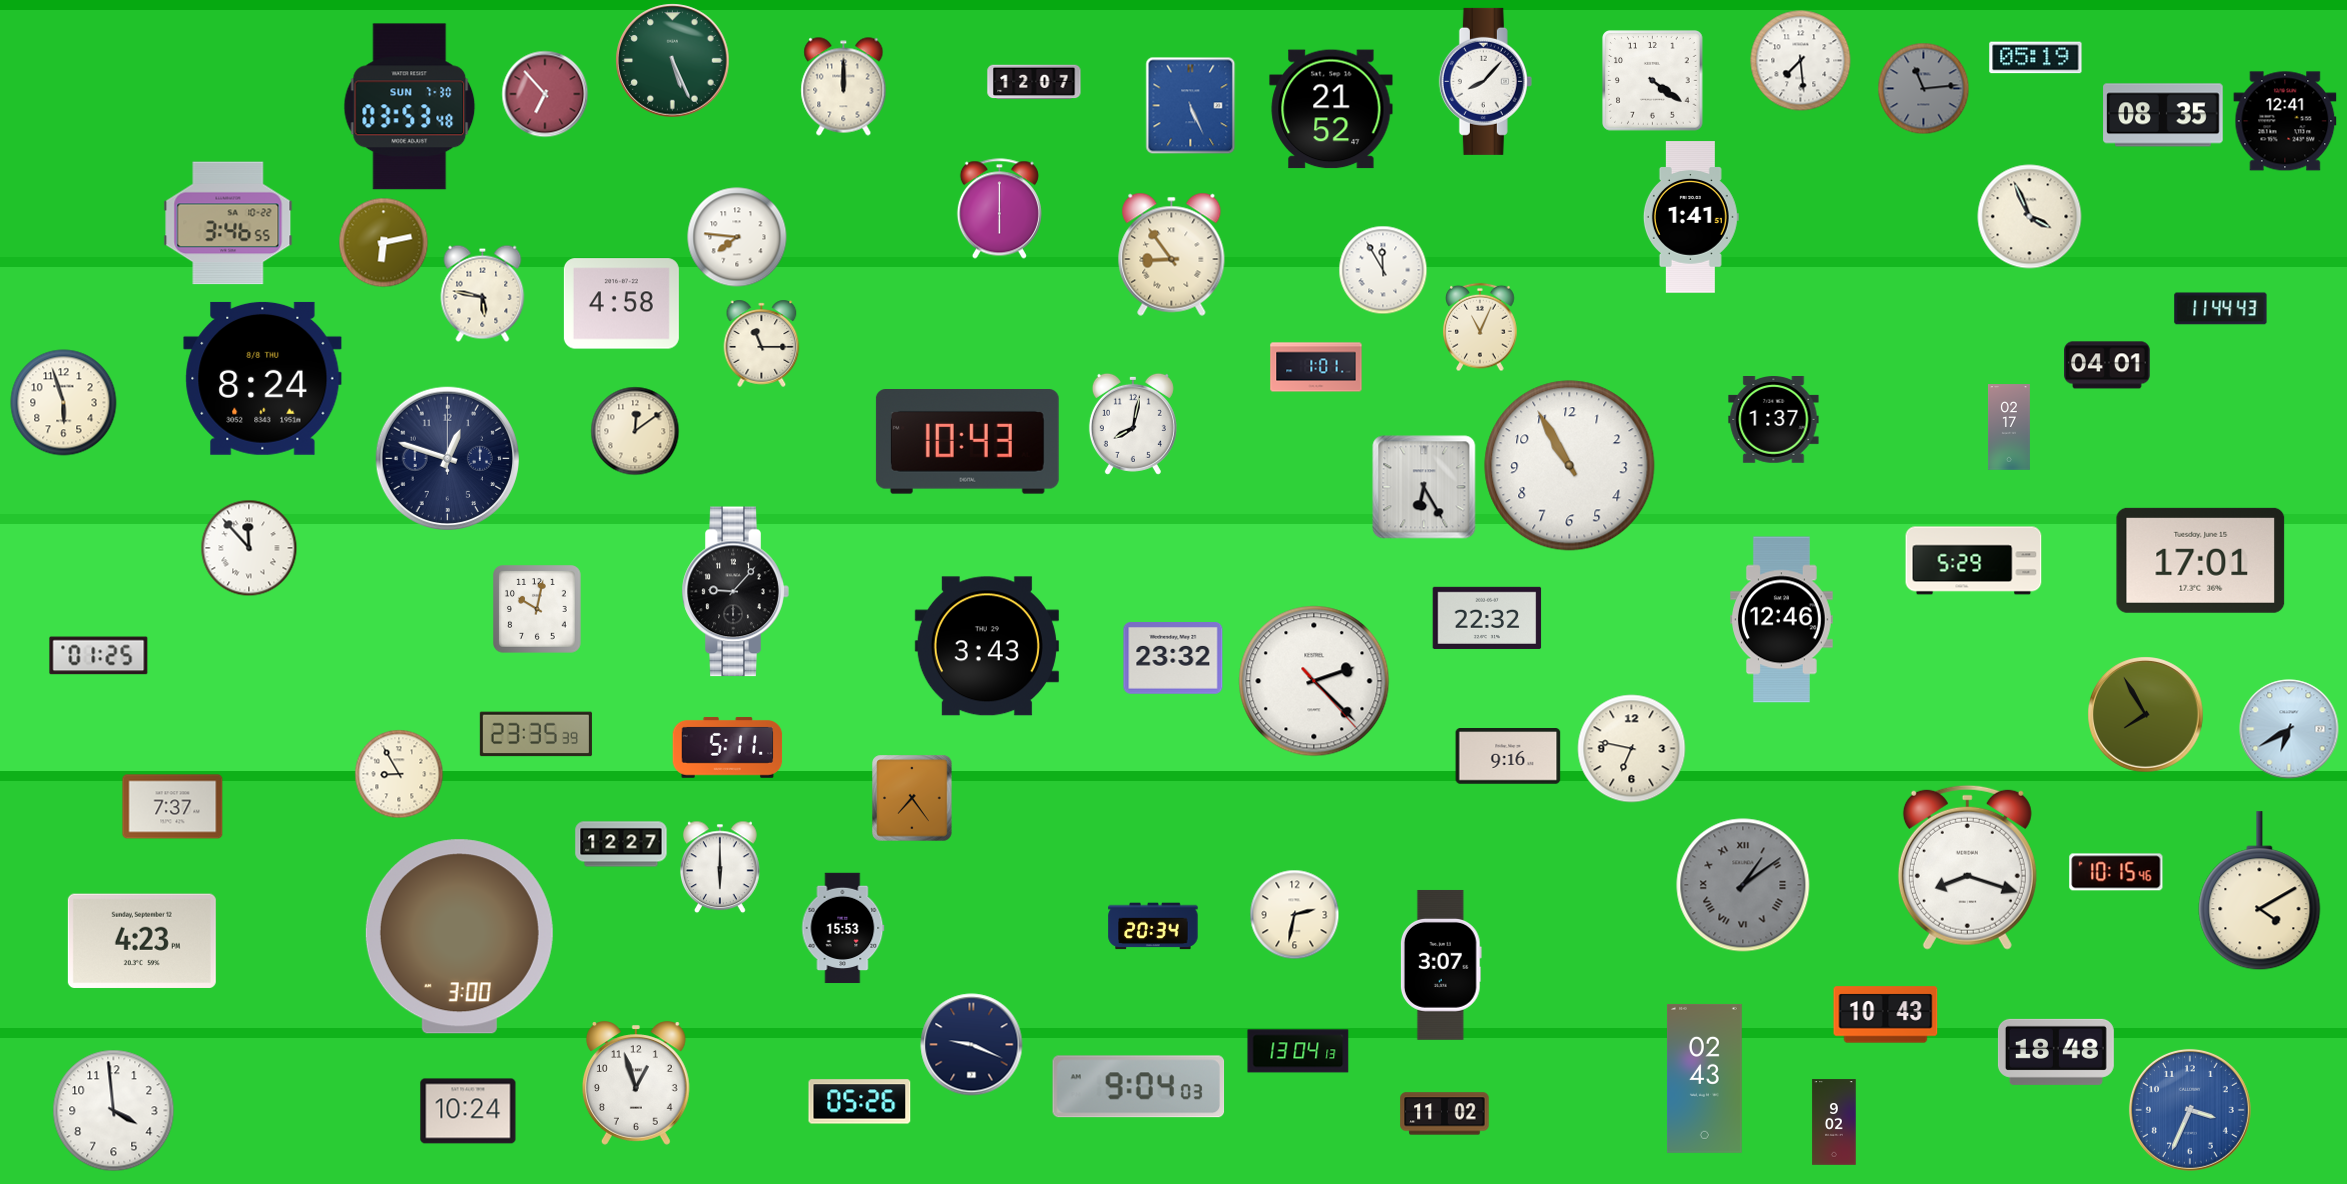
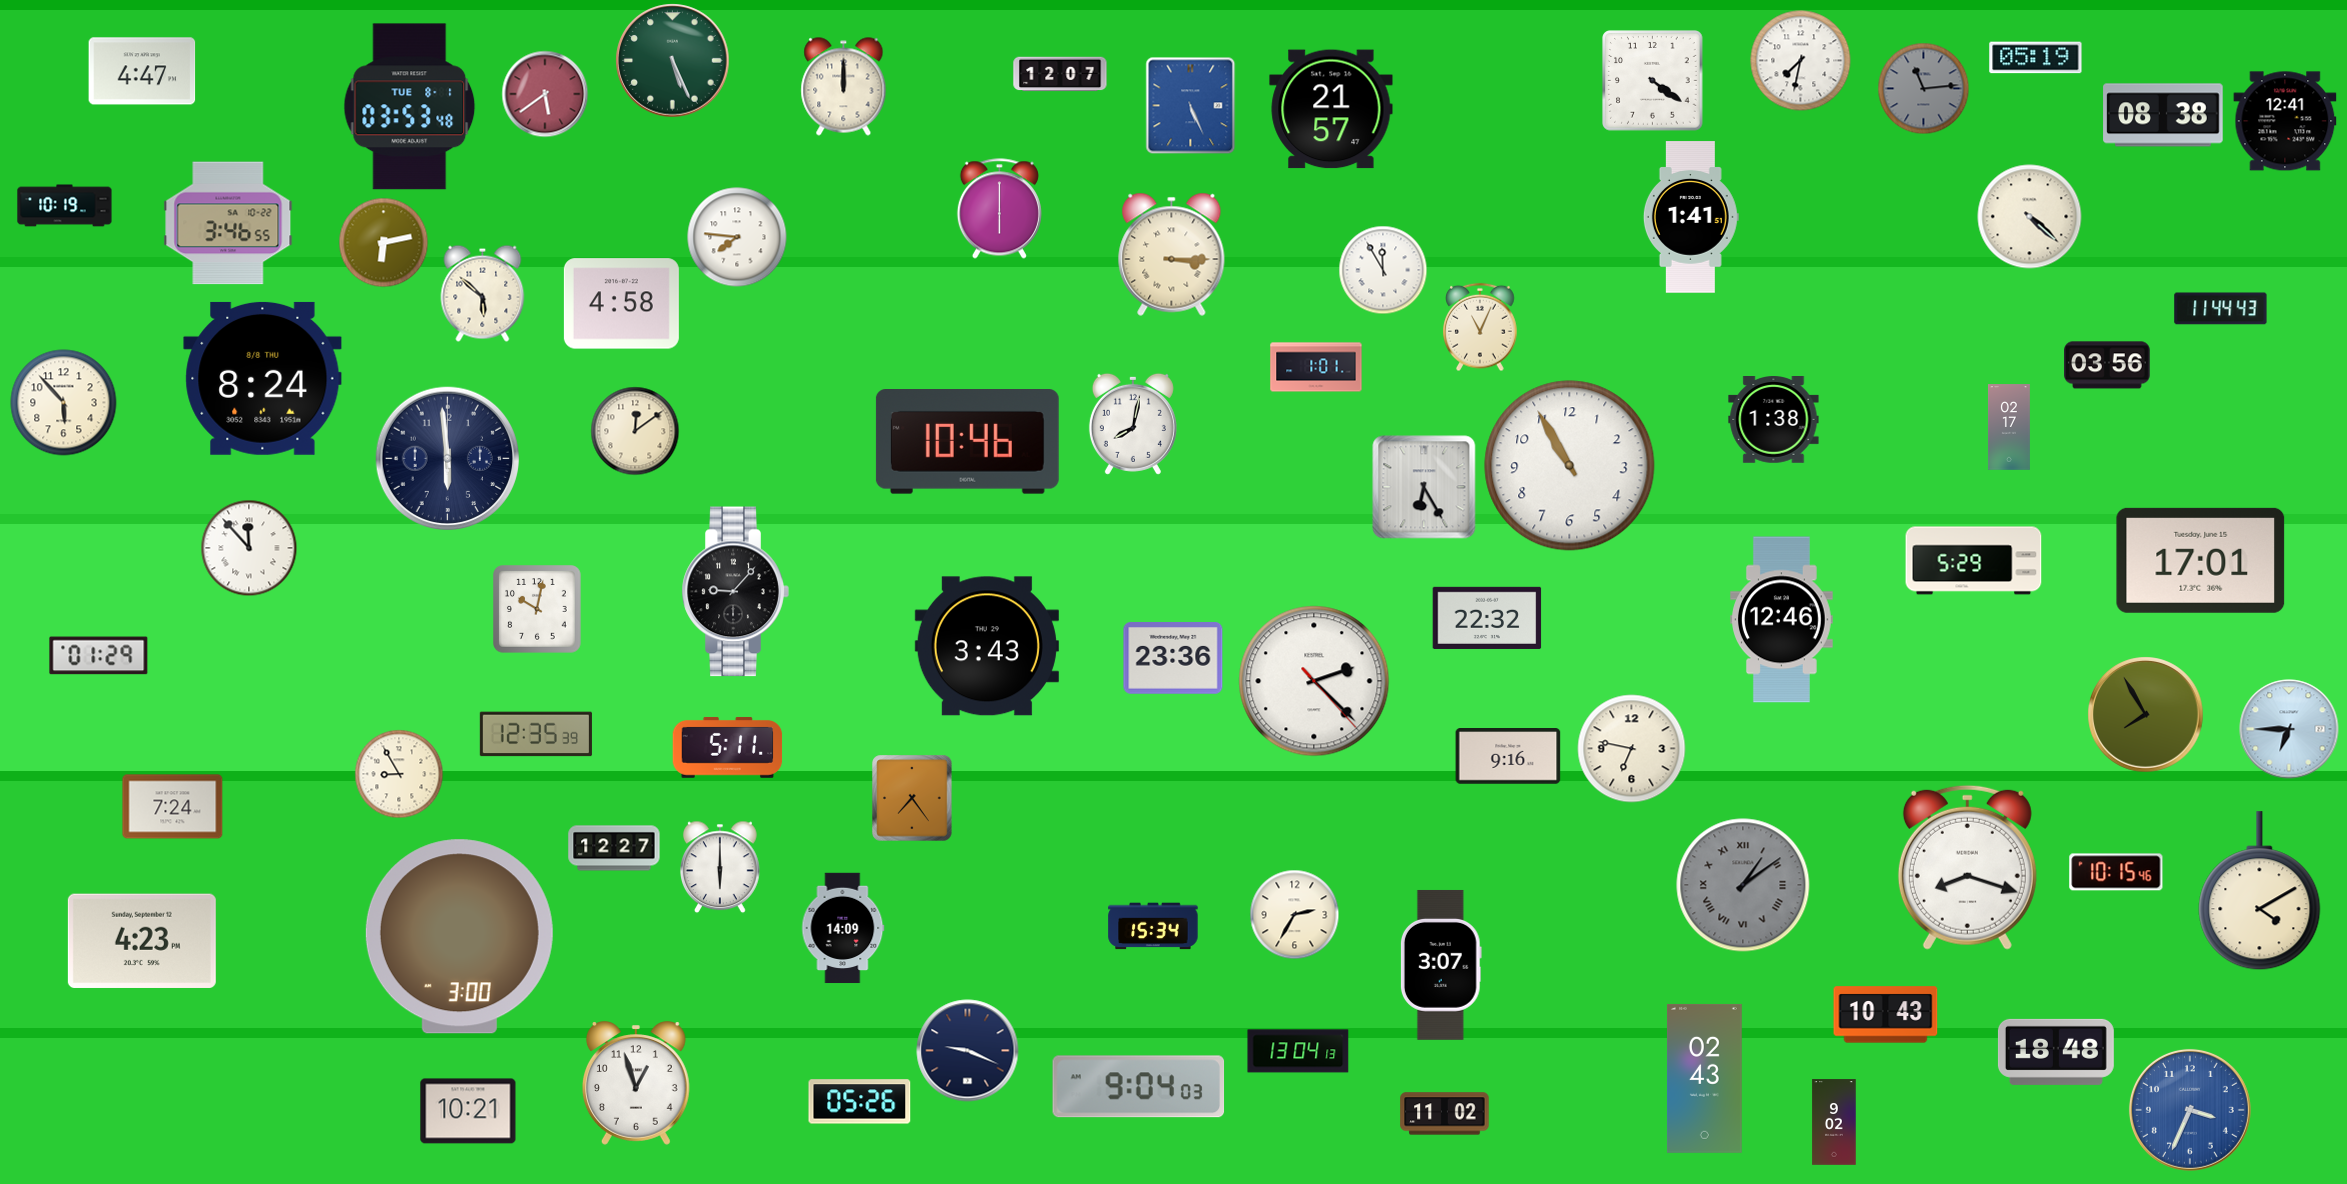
clock at (1801, 61): 7:29 -> 7:32
clock at (142, 71): none -> 4:47
clock at (1485, 81): 8:07 -> none
clock at (1034, 82) position: (1034, 82) -> (1060, 74)
clock at (545, 94): 6:53 -> 5:39
clock at (410, 107) date: SUN 7-30 -> TUE 8-1
clock at (1331, 109): 21:52 -> 21:57
clock at (2163, 115): 08:35 -> 08:38
clock at (65, 206): none -> 10:19
clock at (2030, 217): 3:56 -> 4:22
clock at (1172, 254): 8:54 -> 3:15
clock at (483, 293): 5:47 -> 5:52
clock at (762, 343): 11:15 -> none
clock at (2107, 365): 04:01 -> 03:56
clock at (64, 403): 5:57 -> 5:53
clock at (1774, 420): 1:37 -> 1:38
clock at (967, 442): 10:43 -> 10:46
clock at (447, 458): 12:48 -> 5:59
clock at (99, 656): 01:25 -> 01:29
clock at (1173, 659): 23:32 -> 23:36
clock at (2289, 729): 6:40 -> 6:45
clock at (536, 734): 23:35 -> 12:35
clock at (173, 807): 7:37 -> 7:24
clock at (621, 844) position: (621, 844) -> (614, 848)
clock at (1295, 915): 2:32 -> 2:35
clock at (1153, 926): 20:34 -> 15:34
clock at (843, 928): 15:53 -> 14:09
clock at (972, 1045) position: (972, 1045) -> (968, 1051)
clock at (114, 1111): 3:59 -> none
clock at (468, 1111): 10:24 -> 10:21
